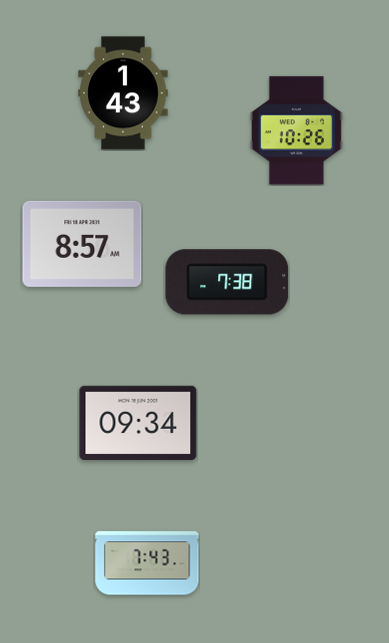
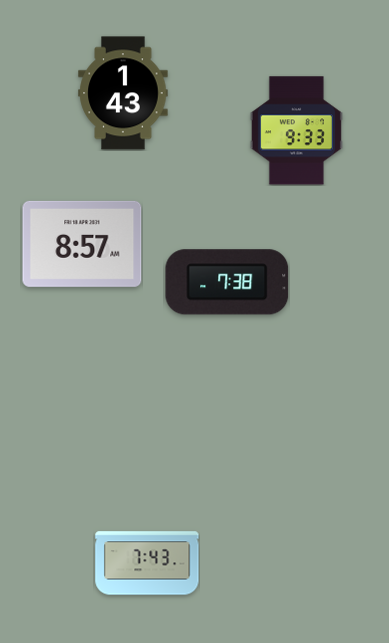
clock at (296, 131): 10:26 -> 9:33
clock at (138, 423): 09:34 -> none
